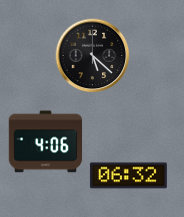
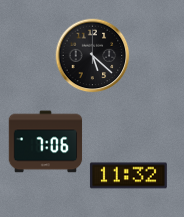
clock at (46, 142): 4:06 -> 7:06
clock at (128, 176): 06:32 -> 11:32
